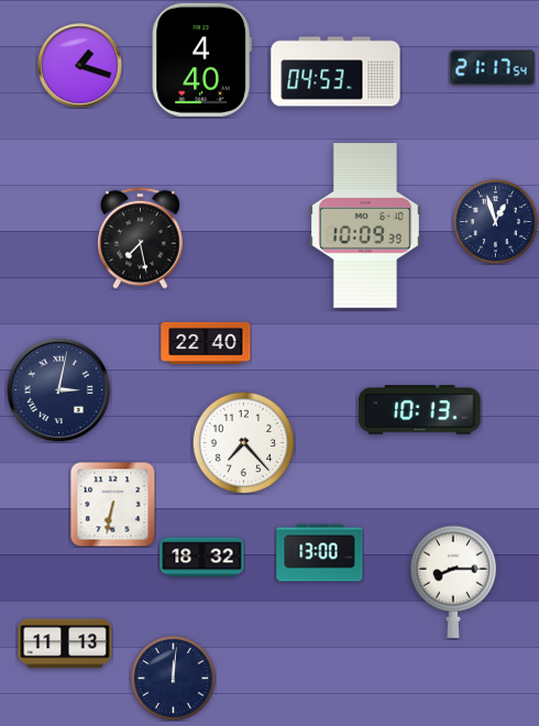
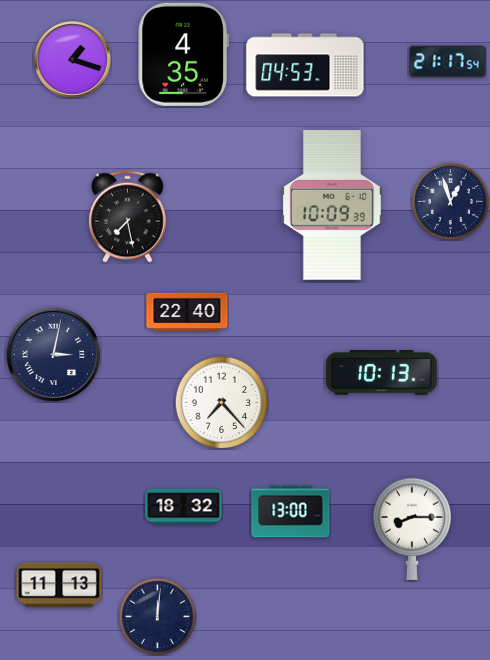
clock at (201, 59): 4:40 -> 4:35
clock at (112, 504): 6:32 -> none
clock at (320, 553) position: (320, 553) -> (291, 512)
